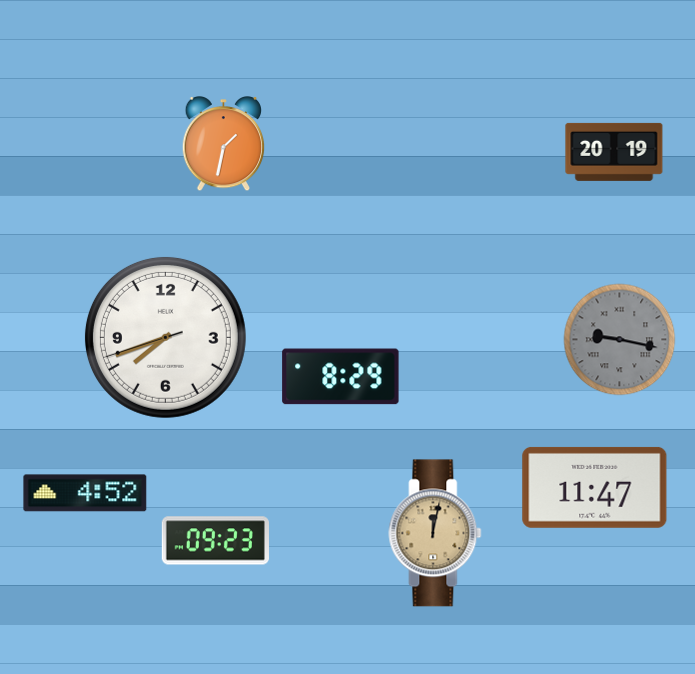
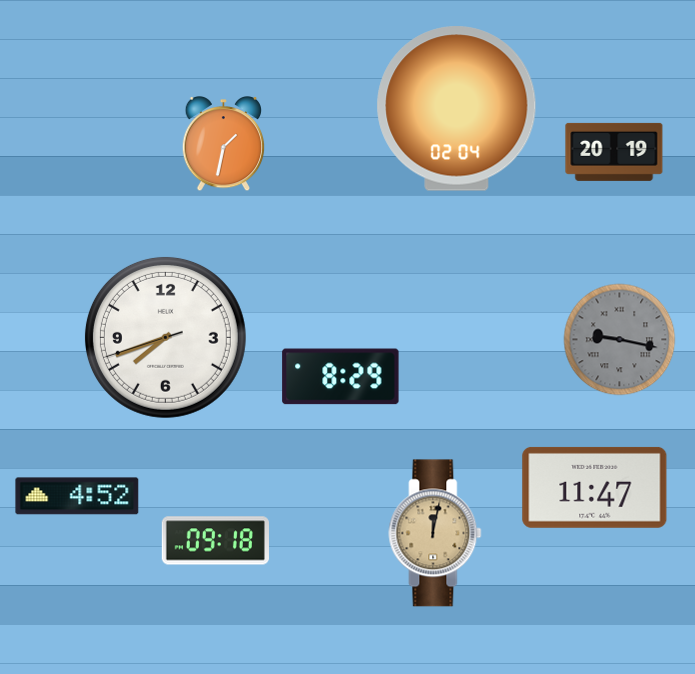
clock at (457, 109): none -> 02:04
clock at (85, 493) position: (85, 493) -> (77, 496)
clock at (215, 541): 09:23 -> 09:18
